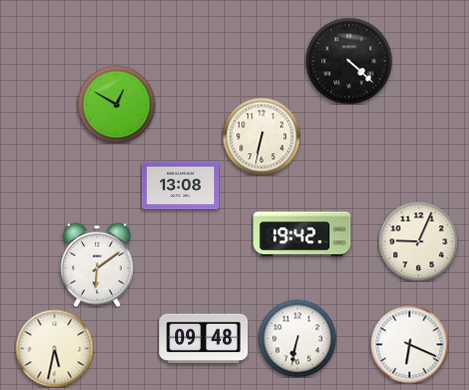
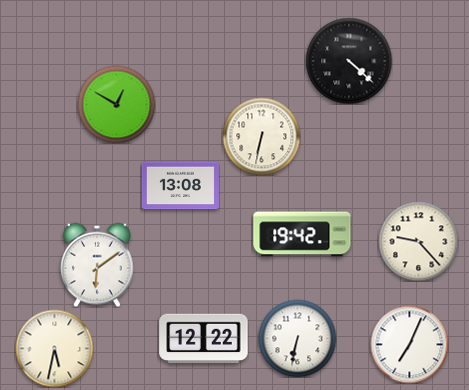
clock at (418, 241): 9:04 -> 9:23
clock at (204, 339): 09:48 -> 12:22
clock at (409, 344): 6:19 -> 7:04
